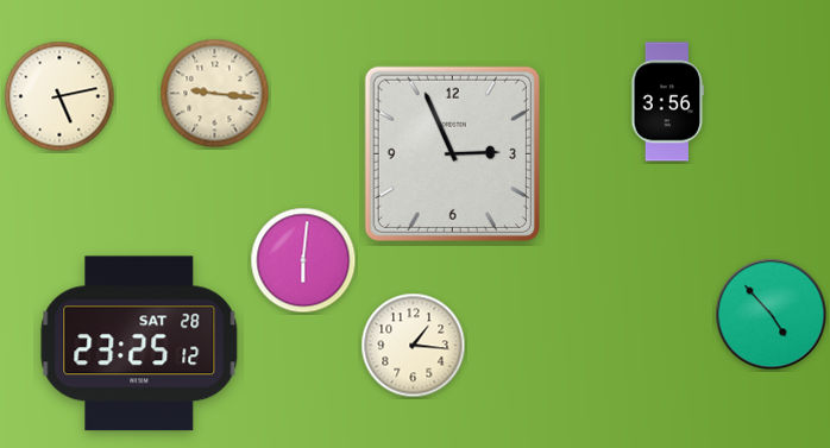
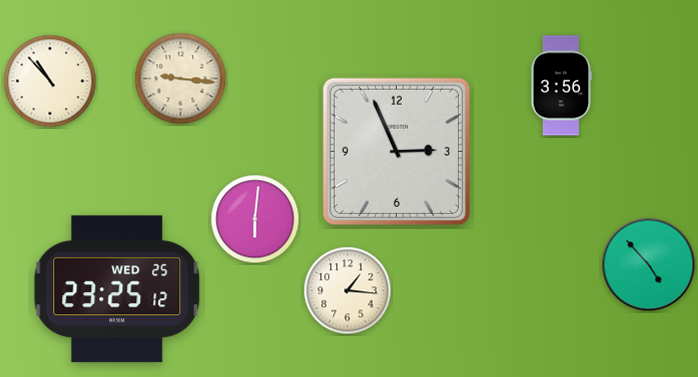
clock at (59, 96): 5:13 -> 10:53
clock at (452, 153) position: (452, 153) -> (396, 151)
clock at (139, 343) date: SAT 28 -> WED 25
